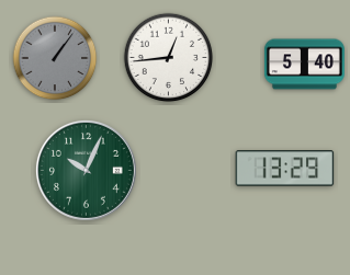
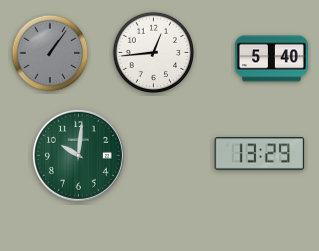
clock at (304, 65) position: (304, 65) -> (271, 59)
clock at (86, 170): 10:04 -> 10:01
